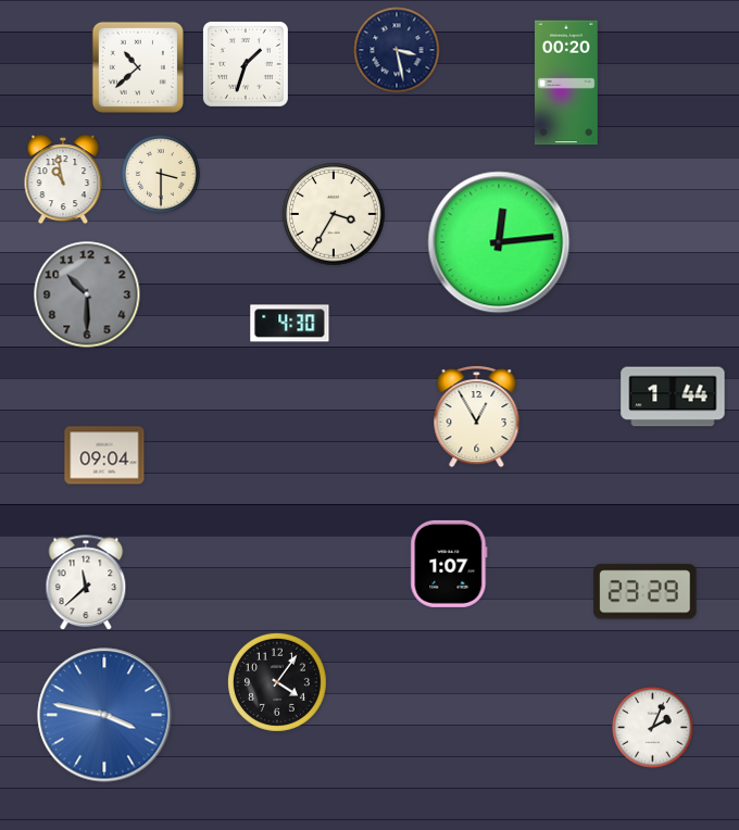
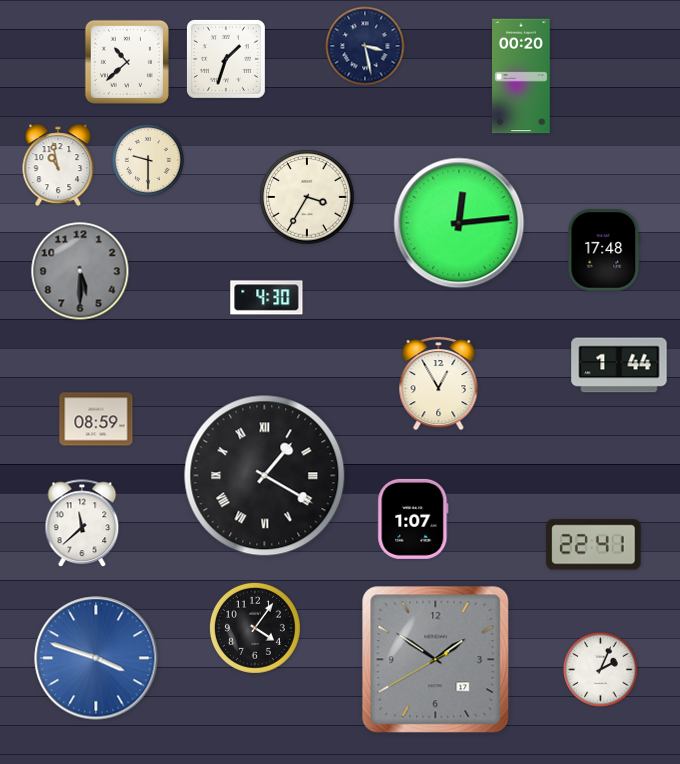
clock at (162, 175): 3:30 -> 9:30
clock at (604, 250): none -> 17:48
clock at (87, 294): 10:30 -> 5:30
clock at (104, 455): 09:04 -> 08:59
clock at (265, 476): none -> 1:20
clock at (86, 583) position: (86, 583) -> (82, 524)
clock at (646, 592): 23:29 -> 22:41
clock at (104, 715): 3:47 -> 3:48
clock at (436, 660): none -> 1:50
